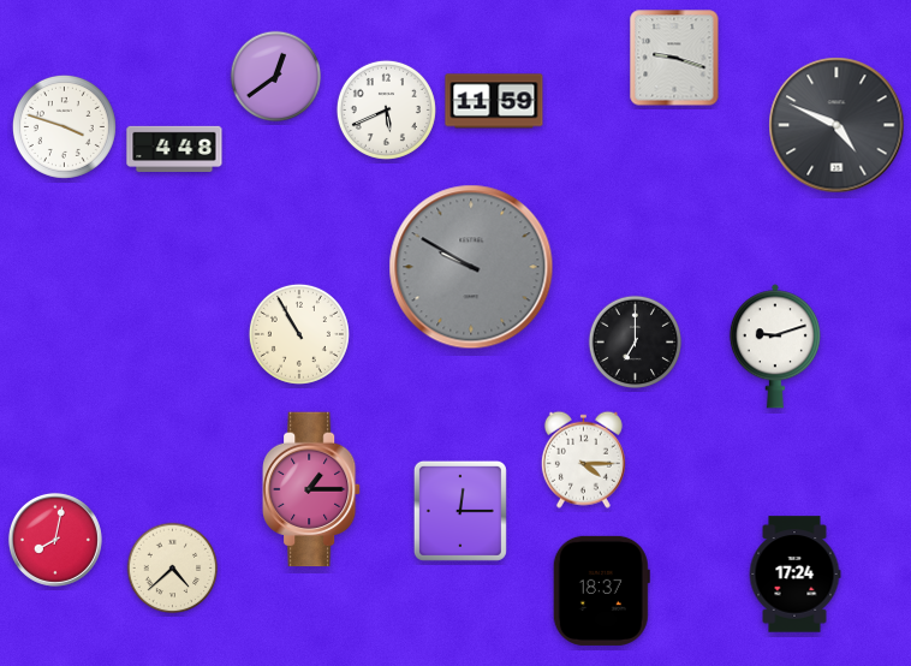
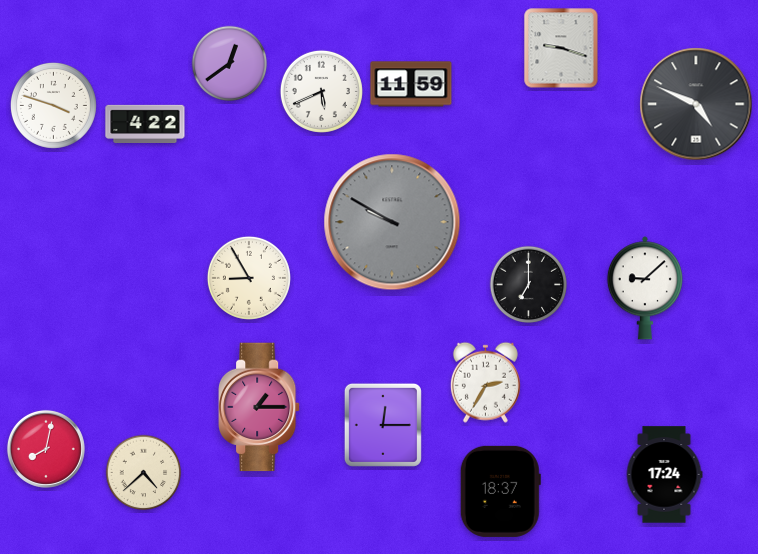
clock at (174, 148): 4:48 -> 4:22
clock at (299, 334): 10:55 -> 8:55
clock at (775, 346): 9:12 -> 9:08
clock at (583, 459): 4:15 -> 2:35
clock at (794, 575) position: (794, 575) -> (664, 475)
